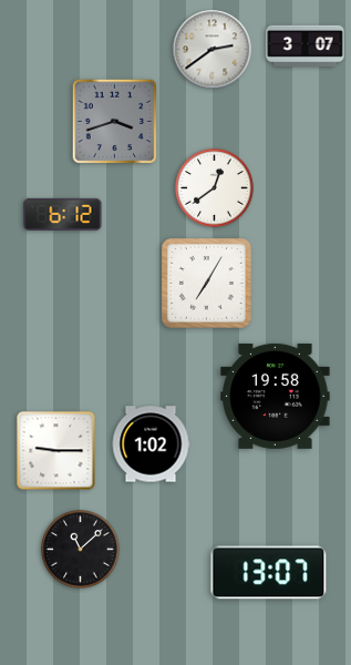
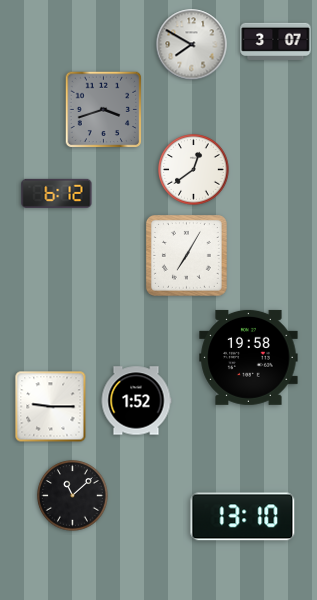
clock at (213, 50): 2:39 -> 7:50
clock at (151, 444): 1:02 -> 1:52
clock at (269, 573): 13:07 -> 13:10
